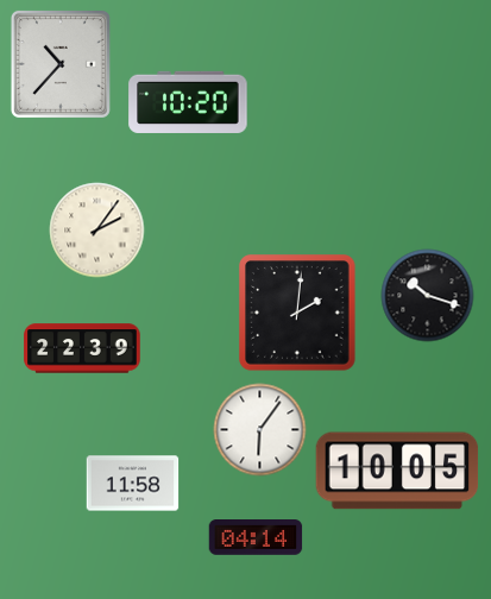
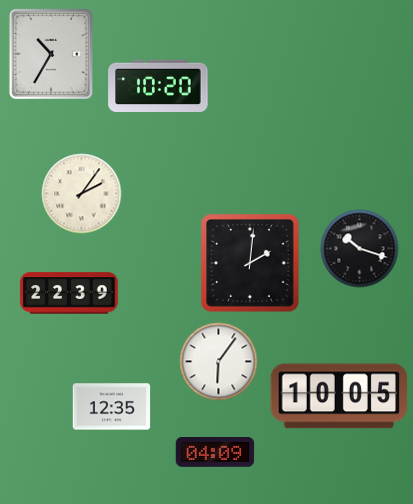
clock at (61, 64): 10:37 -> 10:35
clock at (397, 471) position: (397, 471) -> (339, 396)
clock at (132, 484): 11:58 -> 12:35
clock at (256, 538): 04:14 -> 04:09
